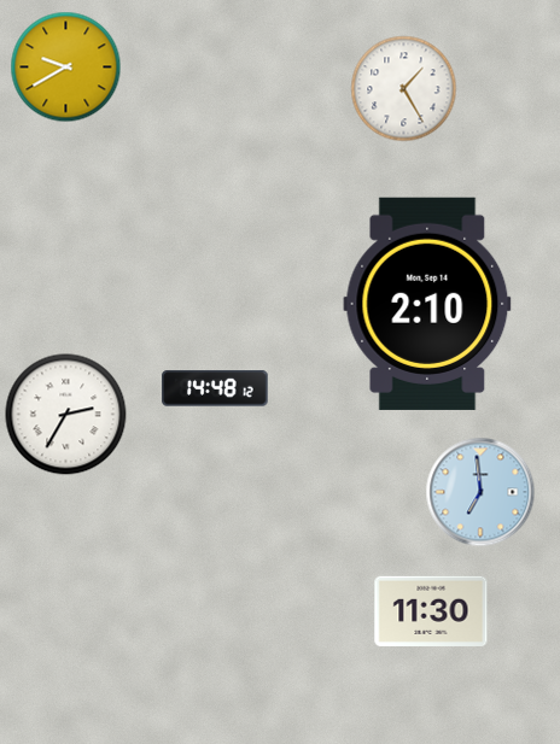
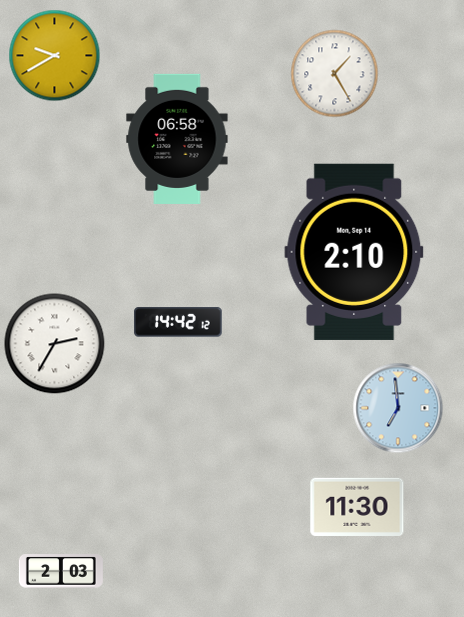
clock at (177, 139): none -> 06:58
clock at (215, 388): 14:48 -> 14:42
clock at (61, 571): none -> 2:03
